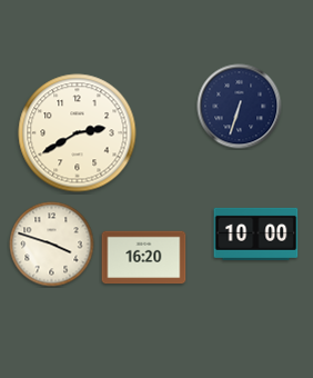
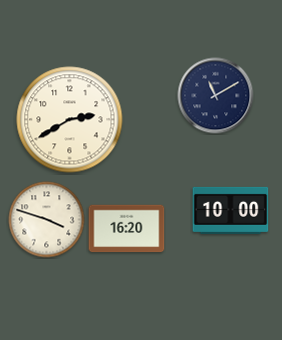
clock at (240, 107): 6:33 -> 11:10
clock at (144, 258) position: (144, 258) -> (127, 229)
